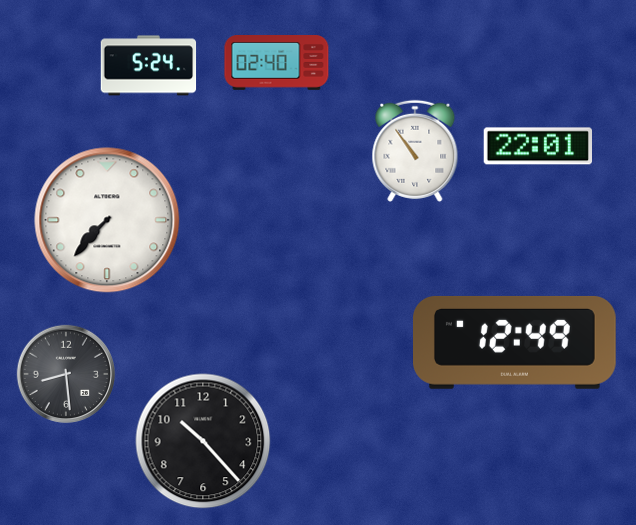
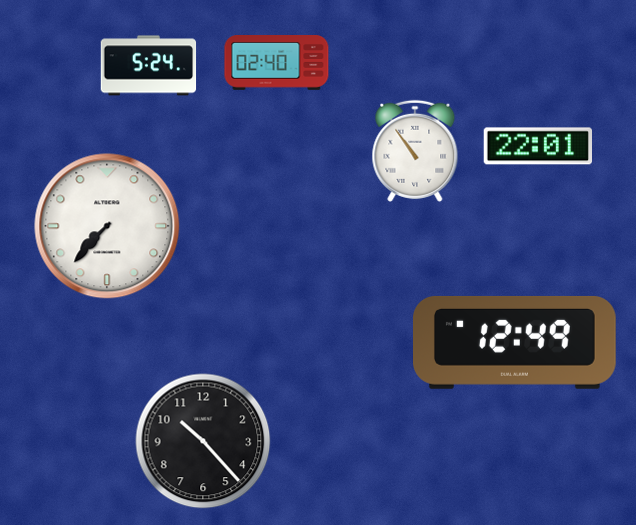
clock at (107, 220) position: (107, 220) -> (107, 226)
clock at (66, 374): 8:29 -> none
